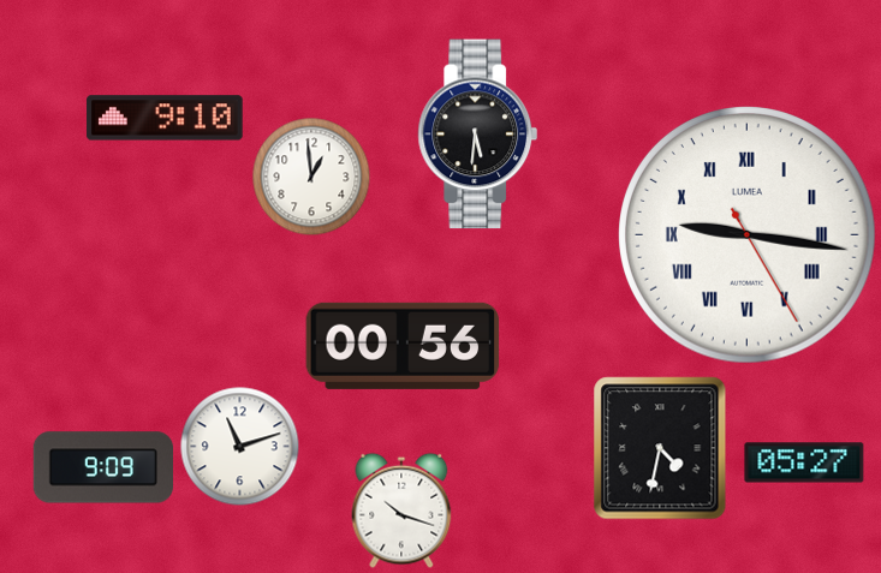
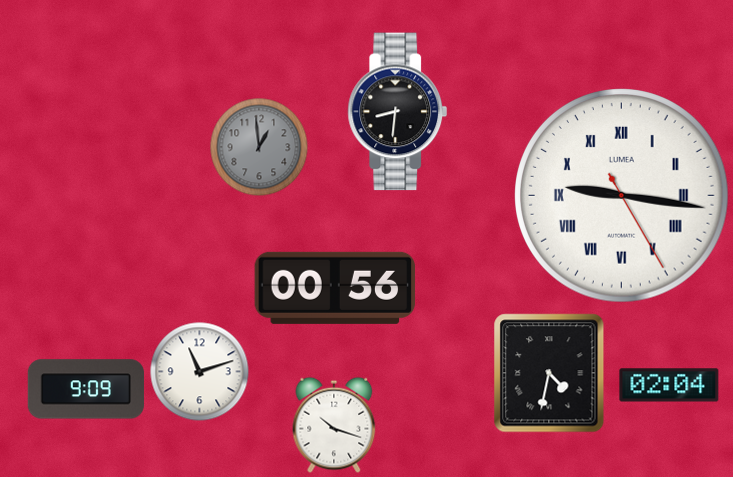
clock at (165, 118): 9:10 -> none
clock at (478, 135): 5:31 -> 8:31
clock at (311, 177) dial: white -> grey
clock at (804, 462): 05:27 -> 02:04
